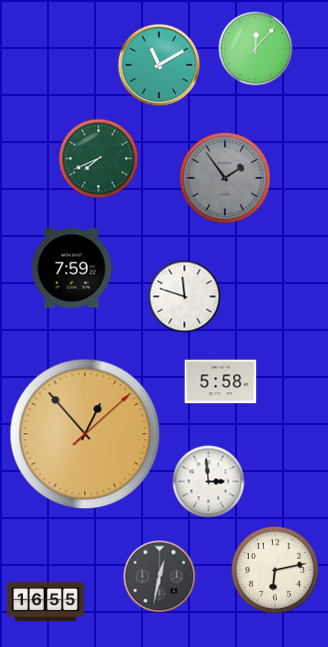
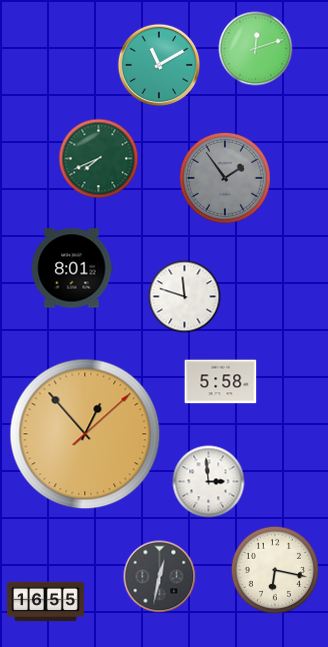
clock at (256, 49): 12:07 -> 12:12
clock at (72, 268): 7:59 -> 8:01
clock at (274, 569): 6:13 -> 6:17
